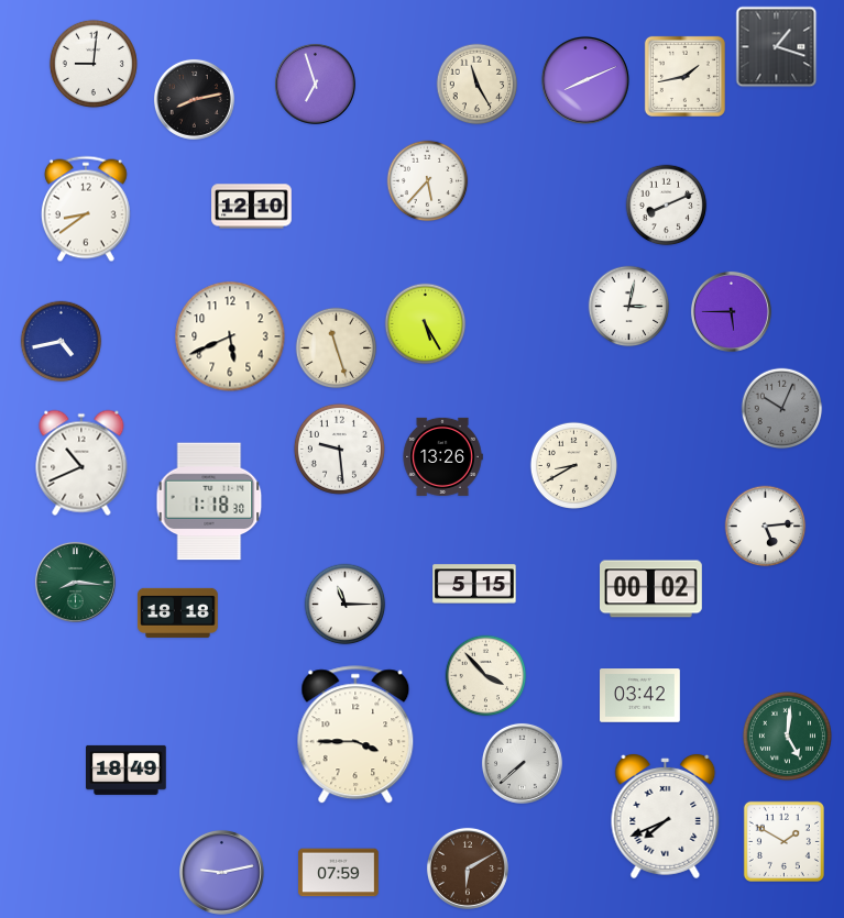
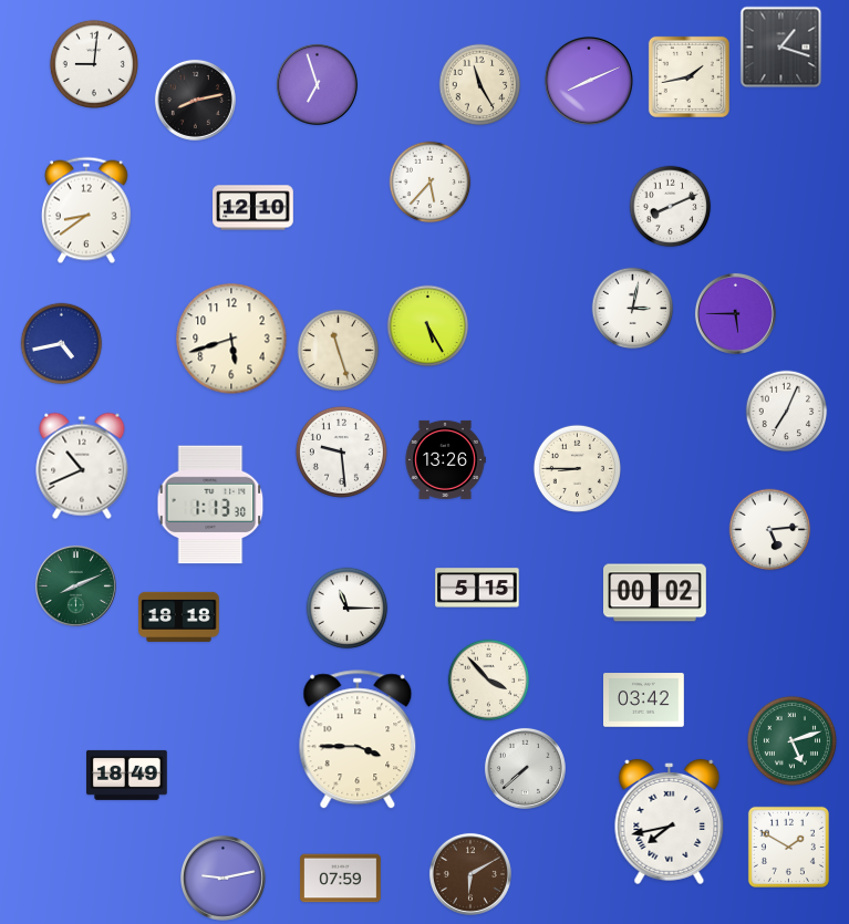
clock at (230, 336): 5:41 -> 5:42
clock at (782, 409): 10:04 -> 7:04
clock at (782, 409) dial: grey -> white
clock at (573, 465): 8:40 -> 8:45
clock at (209, 501): 1:18 -> 1:13
clock at (75, 582): 8:16 -> 8:11
clock at (787, 735): 5:01 -> 5:12
clock at (666, 816): 7:41 -> 7:43
